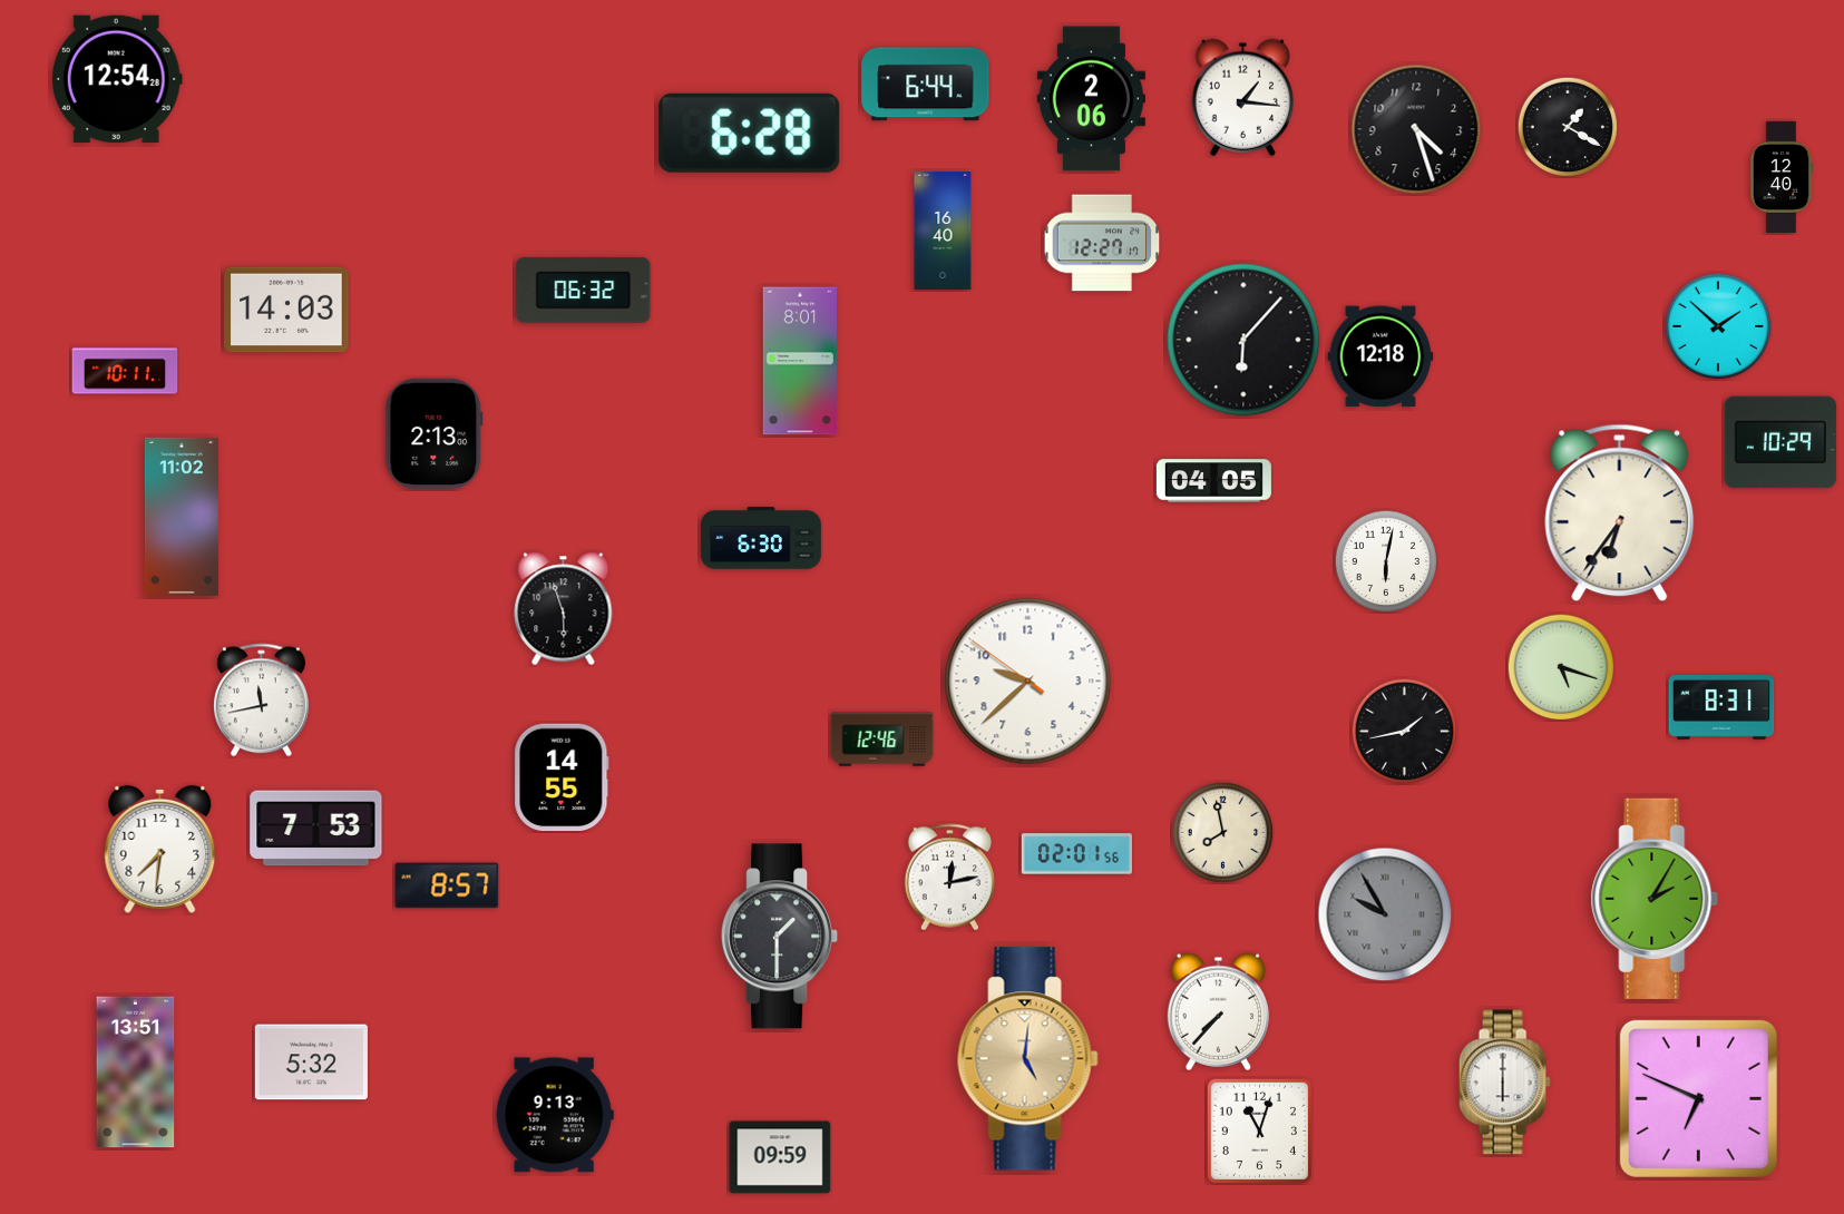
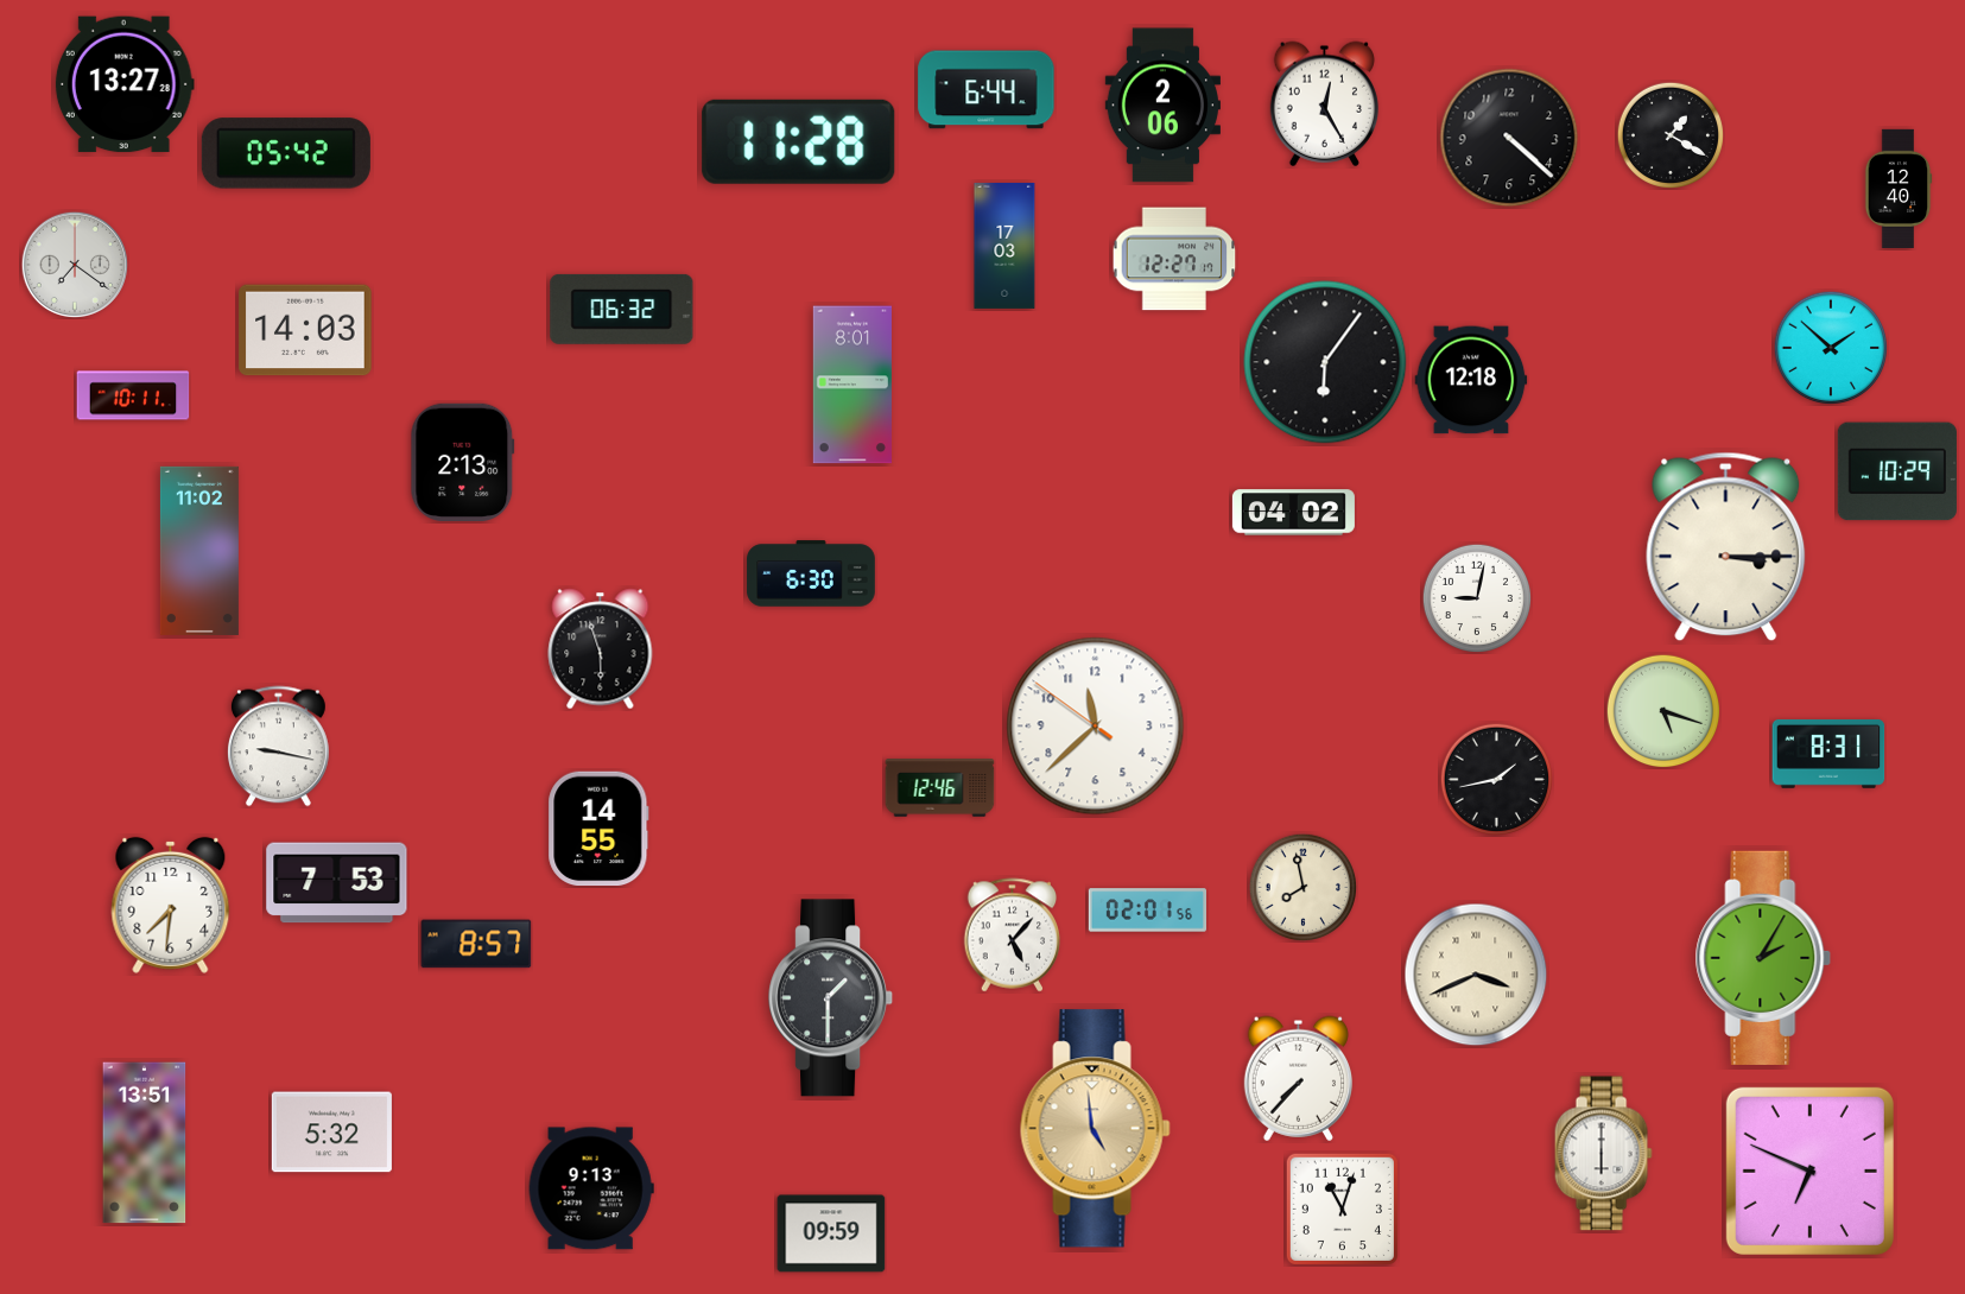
clock at (117, 79): 12:54 -> 13:27
clock at (1242, 97): 1:16 -> 12:25
clock at (1416, 129): 4:27 -> 4:22
clock at (750, 133): 6:28 -> 11:28
clock at (286, 153): none -> 05:42
clock at (943, 231): 16:40 -> 17:03
clock at (74, 264): none -> 7:21
clock at (1243, 340): 6:07 -> 6:06
clock at (1213, 481): 04:05 -> 04:02
clock at (1620, 513): 6:36 -> 3:15
clock at (182, 517) position: (182, 517) -> (199, 551)
clock at (1386, 561): 6:02 -> 9:02
clock at (1028, 682): 9:37 -> 11:37
clock at (261, 701): 11:43 -> 9:17
clock at (1721, 707) position: (1721, 707) -> (1828, 754)
clock at (950, 878): 12:13 -> 5:07
clock at (1385, 914): 9:55 -> 3:41
clock at (1385, 914) dial: grey -> cream
clock at (1027, 1059): 5:01 -> 4:59
clock at (1259, 1130) position: (1259, 1130) -> (1342, 1209)
